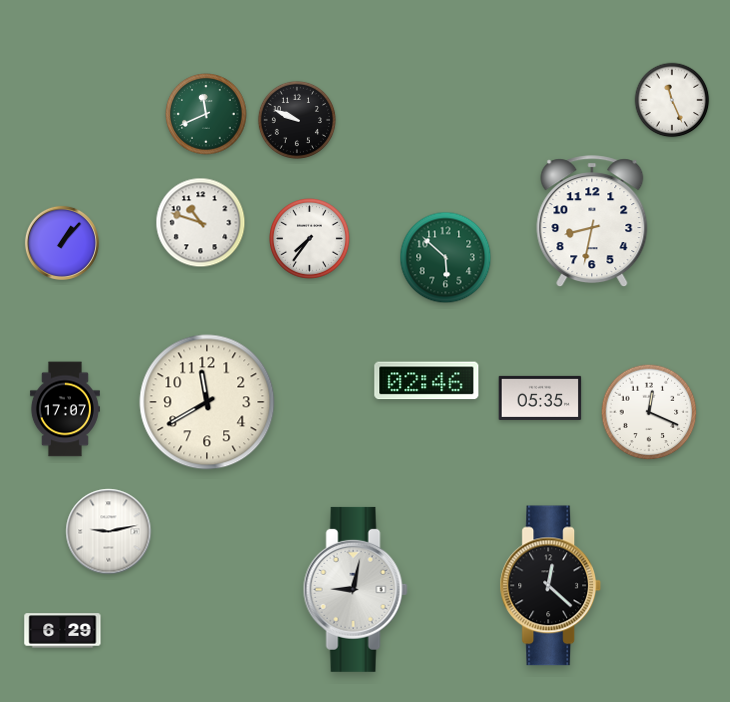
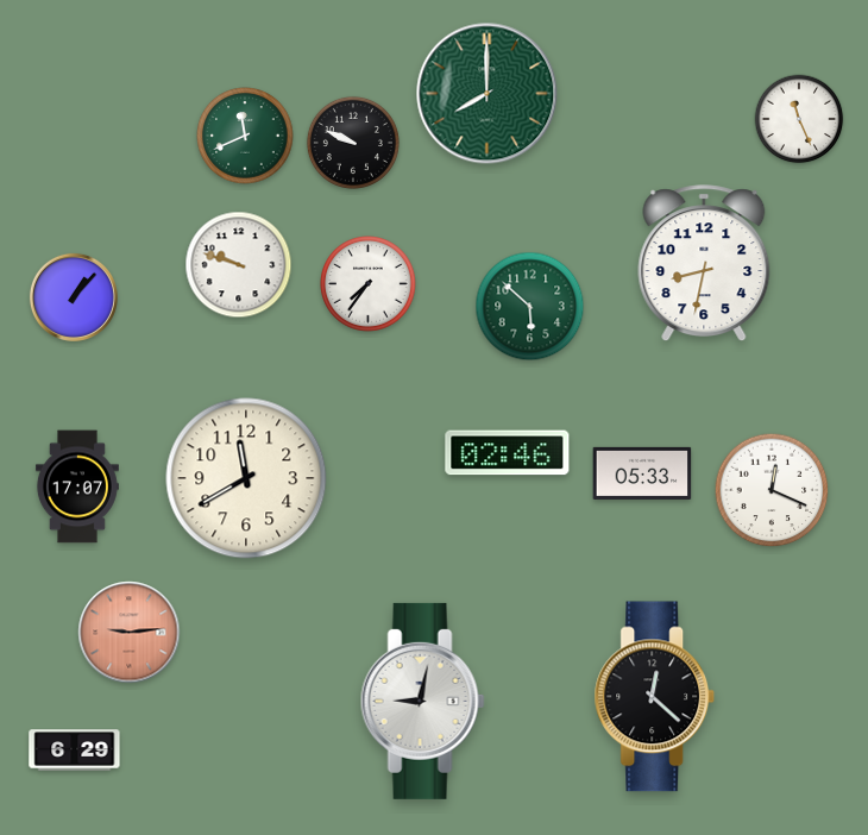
clock at (488, 94): none -> 8:00
clock at (201, 223): 10:48 -> 9:48
clock at (62, 243) position: (62, 243) -> (74, 297)
clock at (540, 398): 05:35 -> 05:33
clock at (109, 532): 9:13 -> 9:14
clock at (109, 532) dial: white -> salmon
